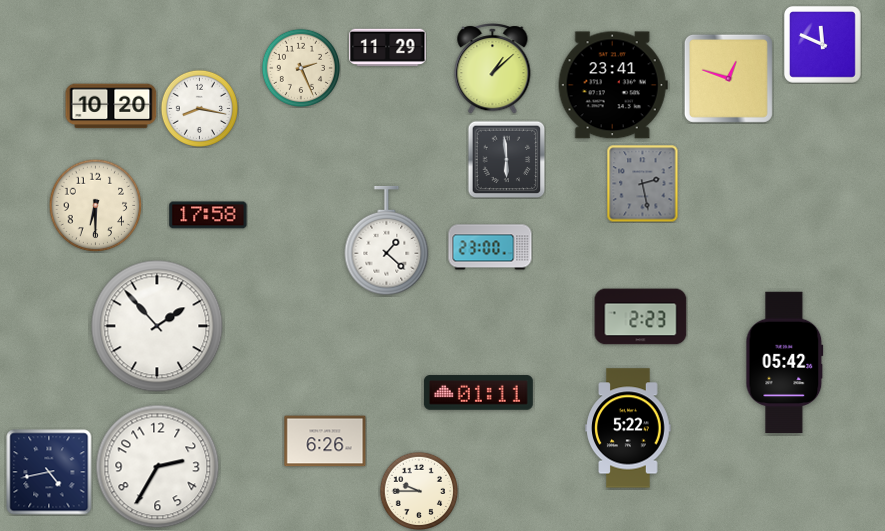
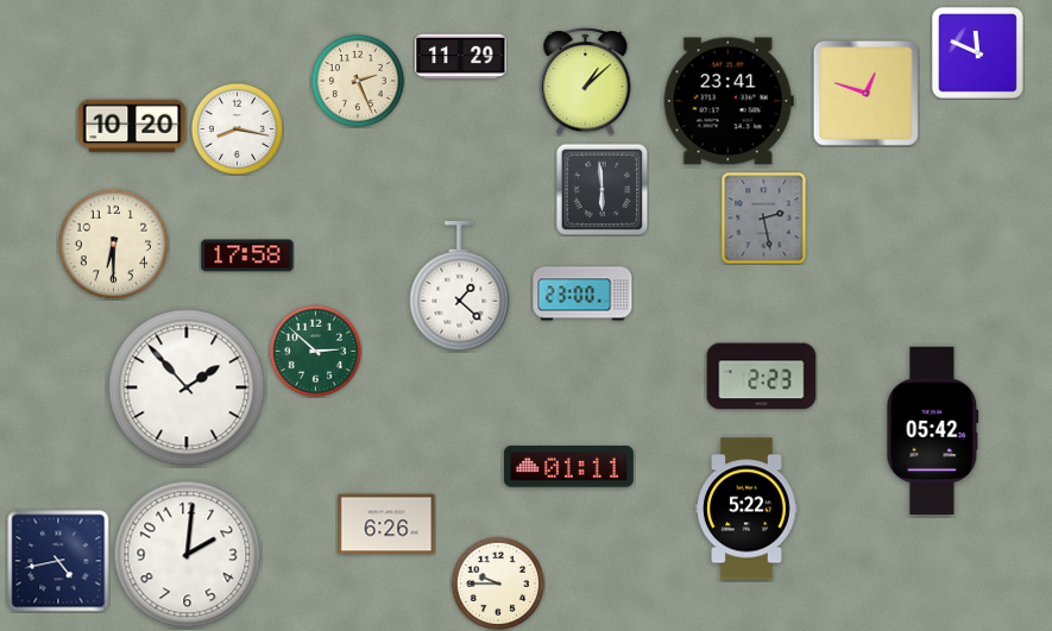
clock at (315, 351): none -> 2:52
clock at (158, 467): 2:35 -> 2:01
